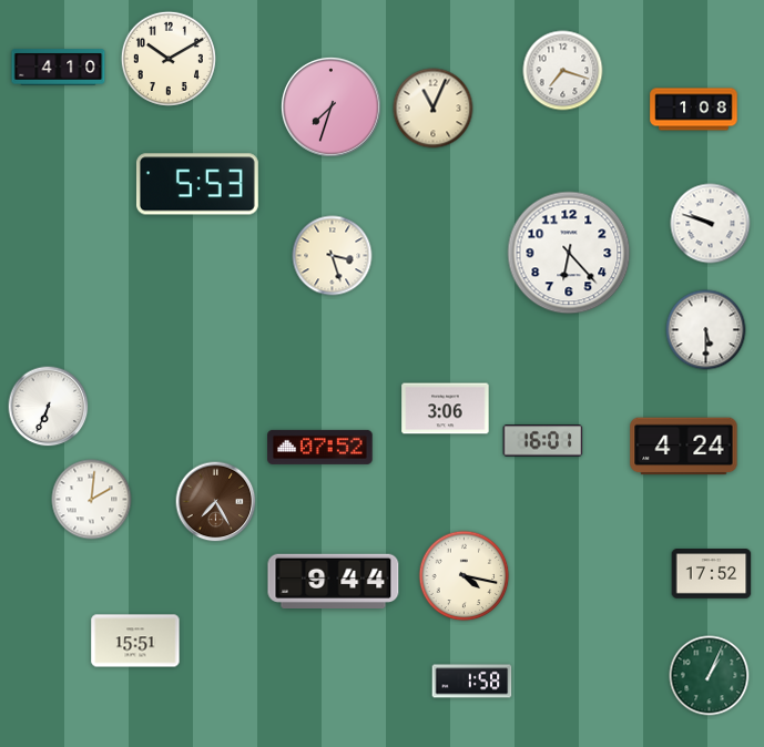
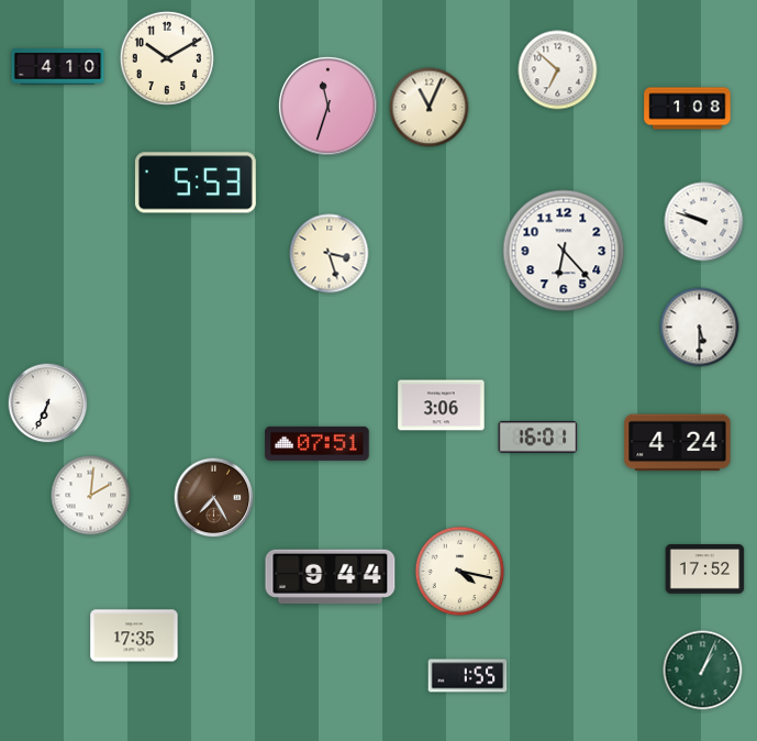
clock at (563, 71): 7:18 -> 6:52
clock at (330, 106): 7:33 -> 11:33
clock at (320, 447): 07:52 -> 07:51
clock at (135, 641): 15:51 -> 17:35
clock at (472, 682): 1:58 -> 1:55
